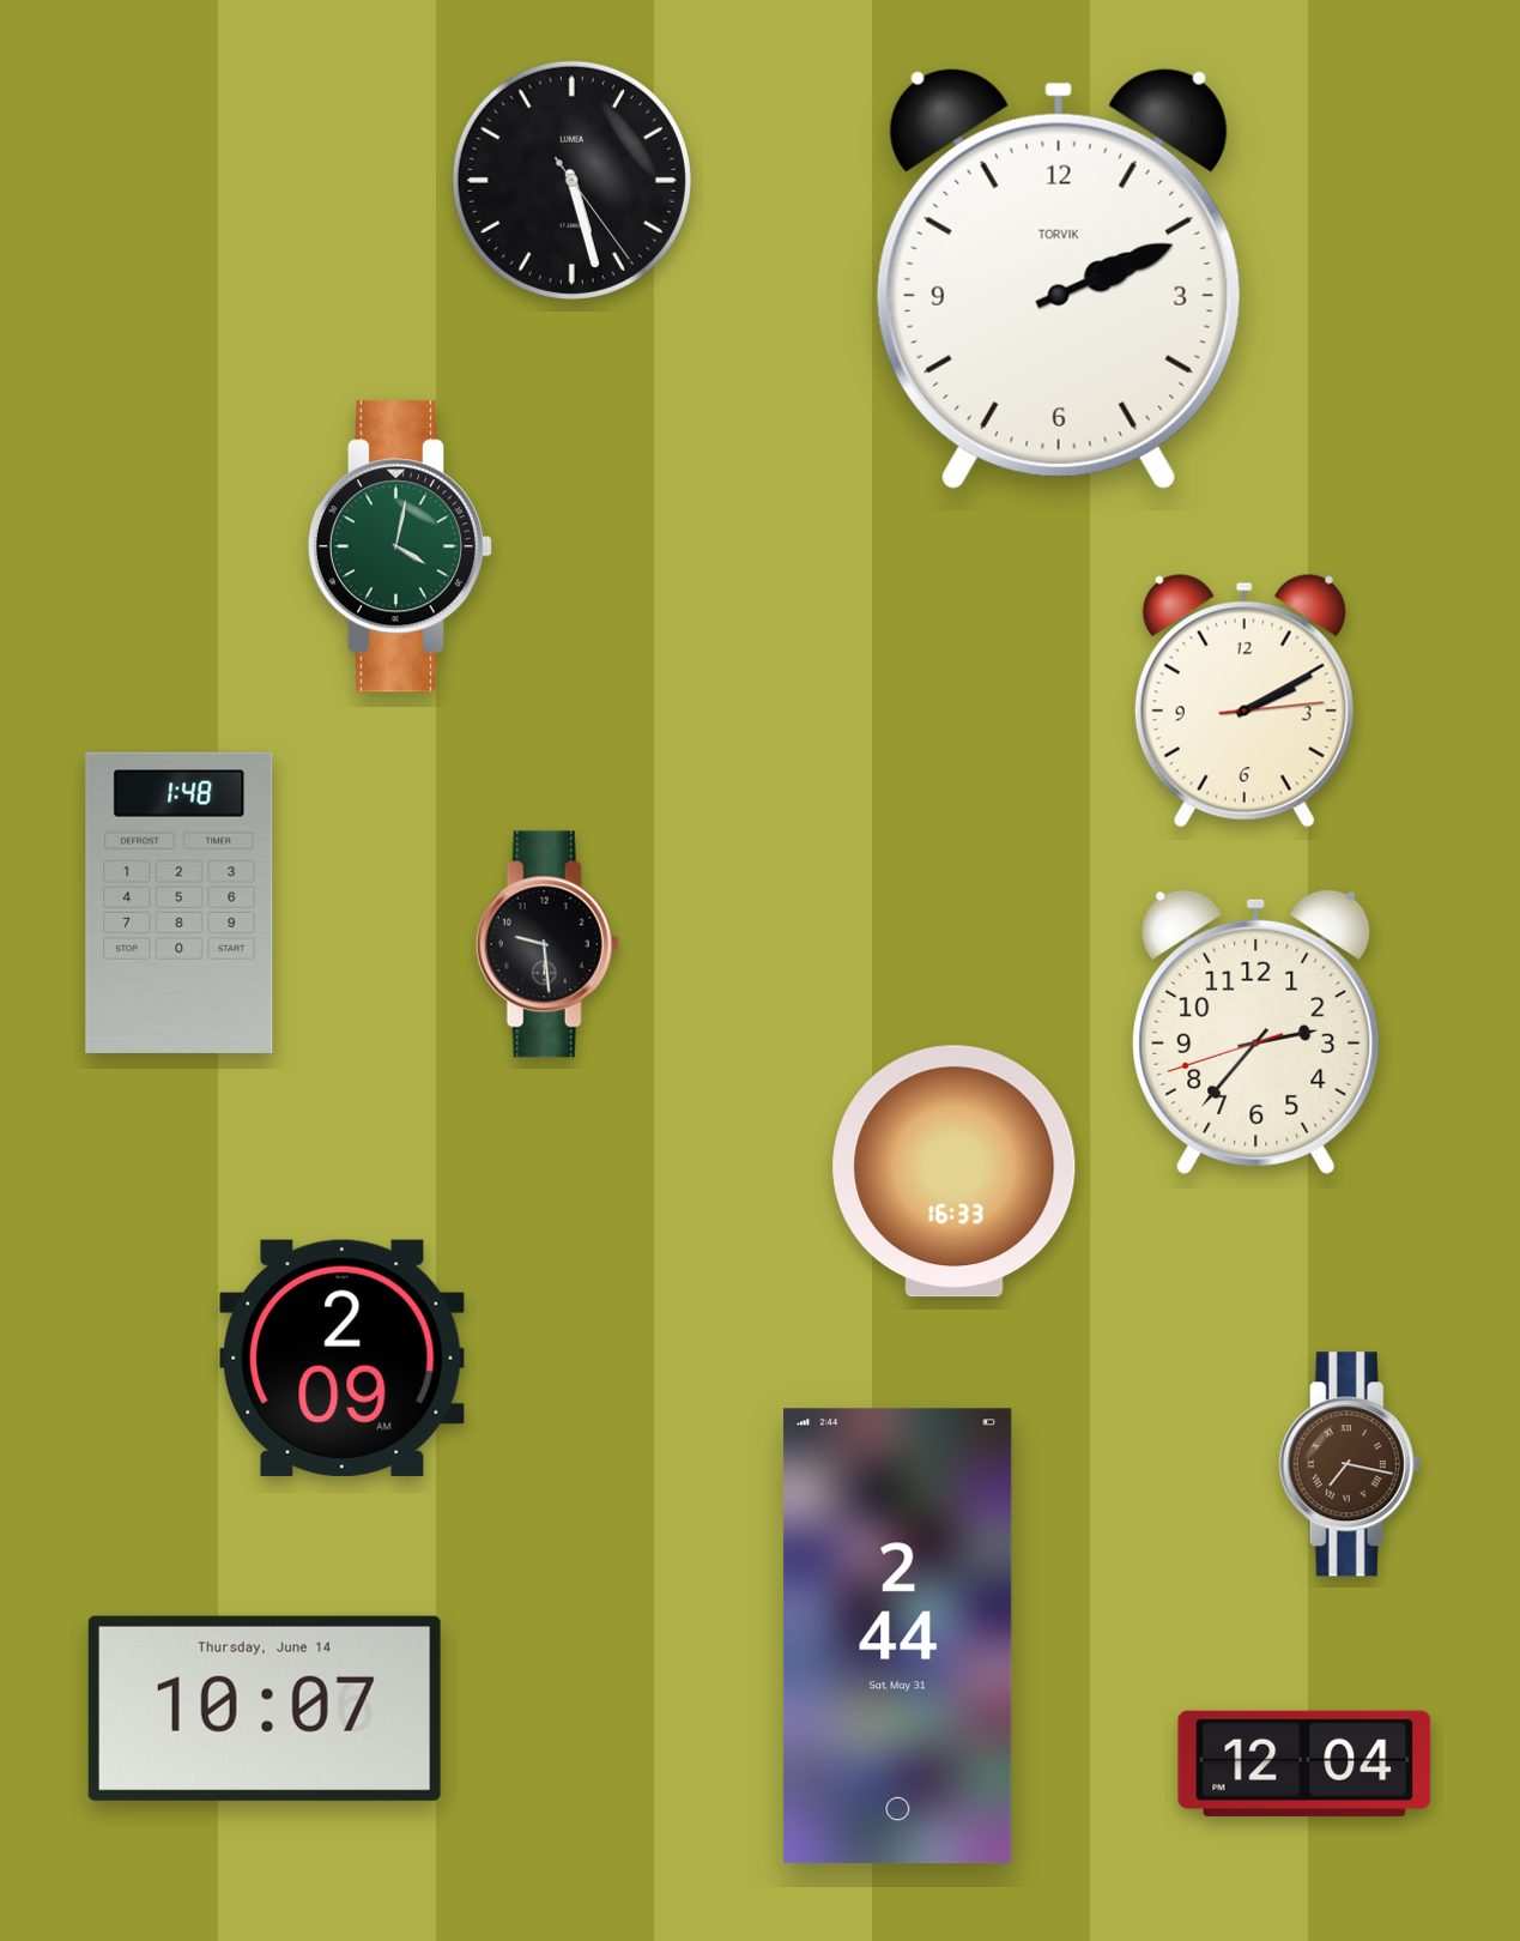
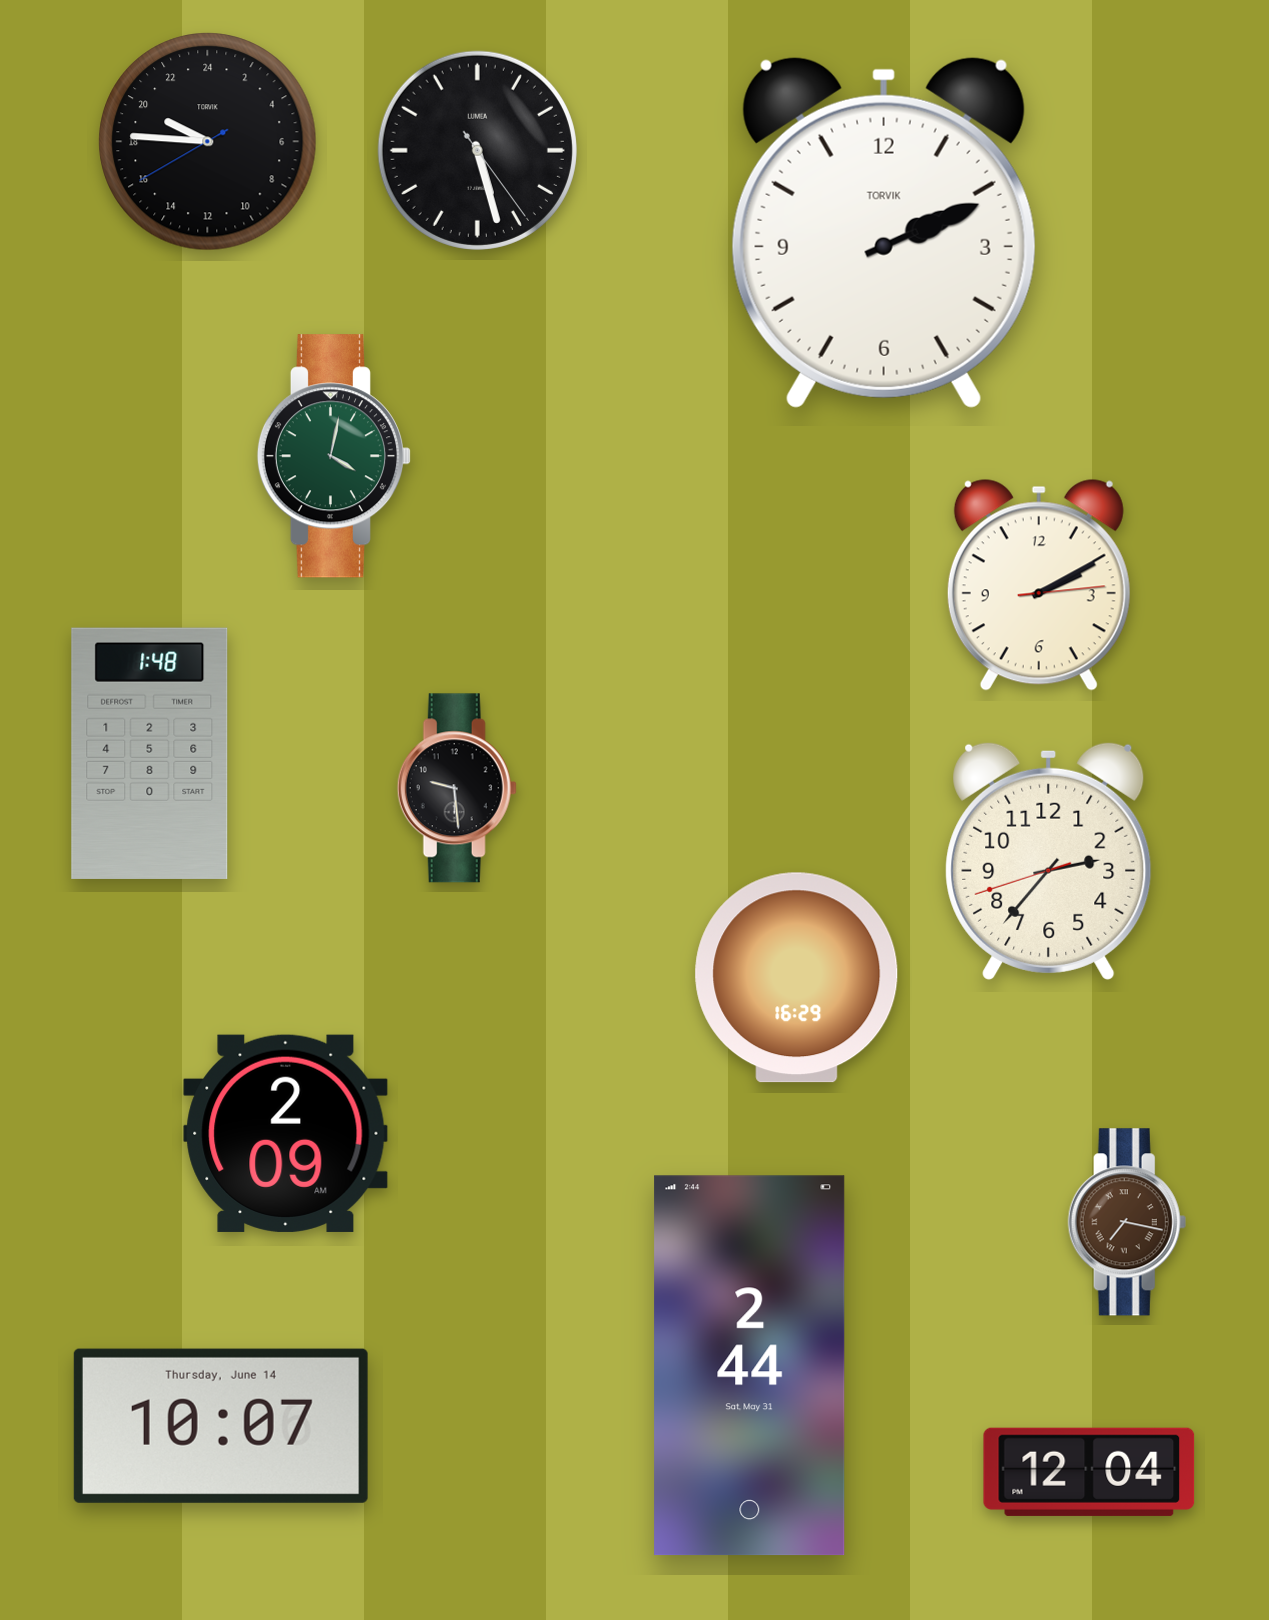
clock at (208, 142): none -> 19:45
clock at (955, 1172): 16:33 -> 16:29
